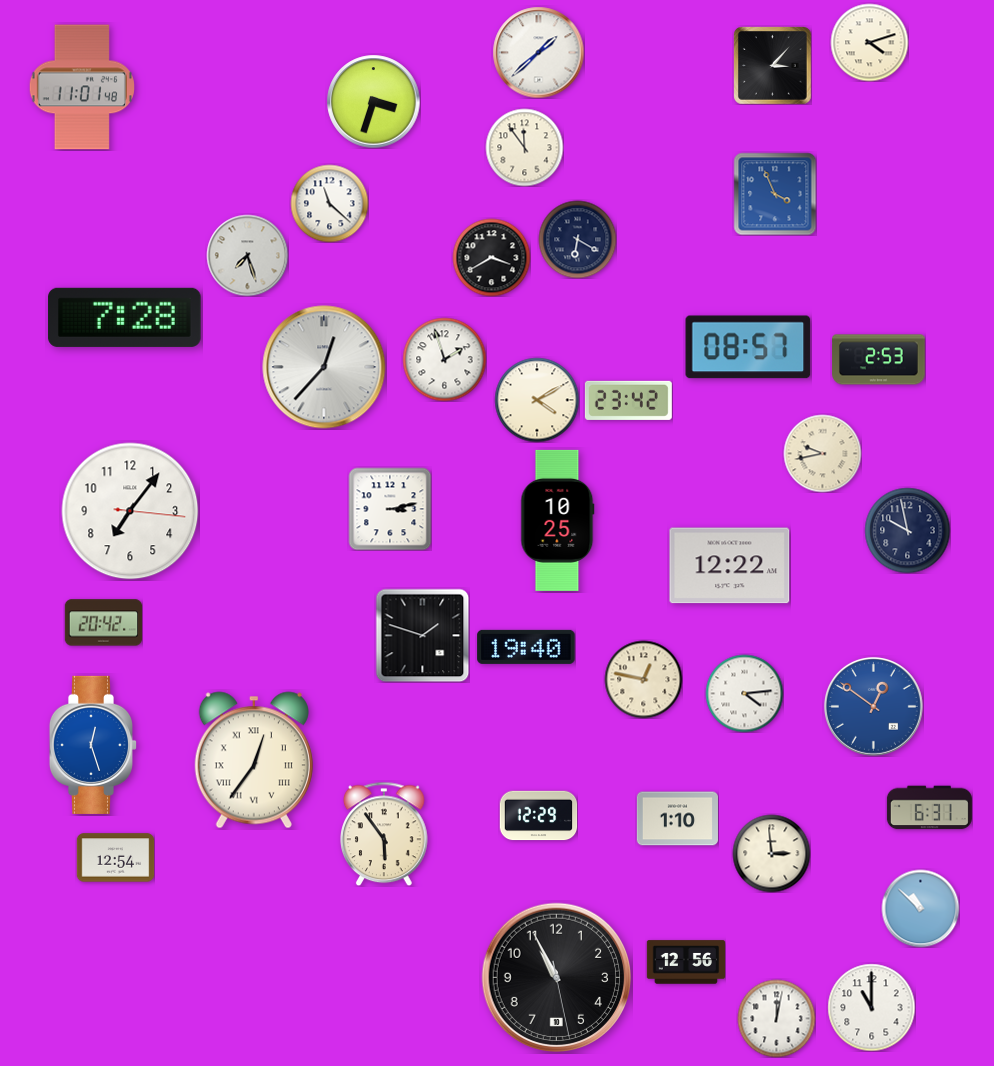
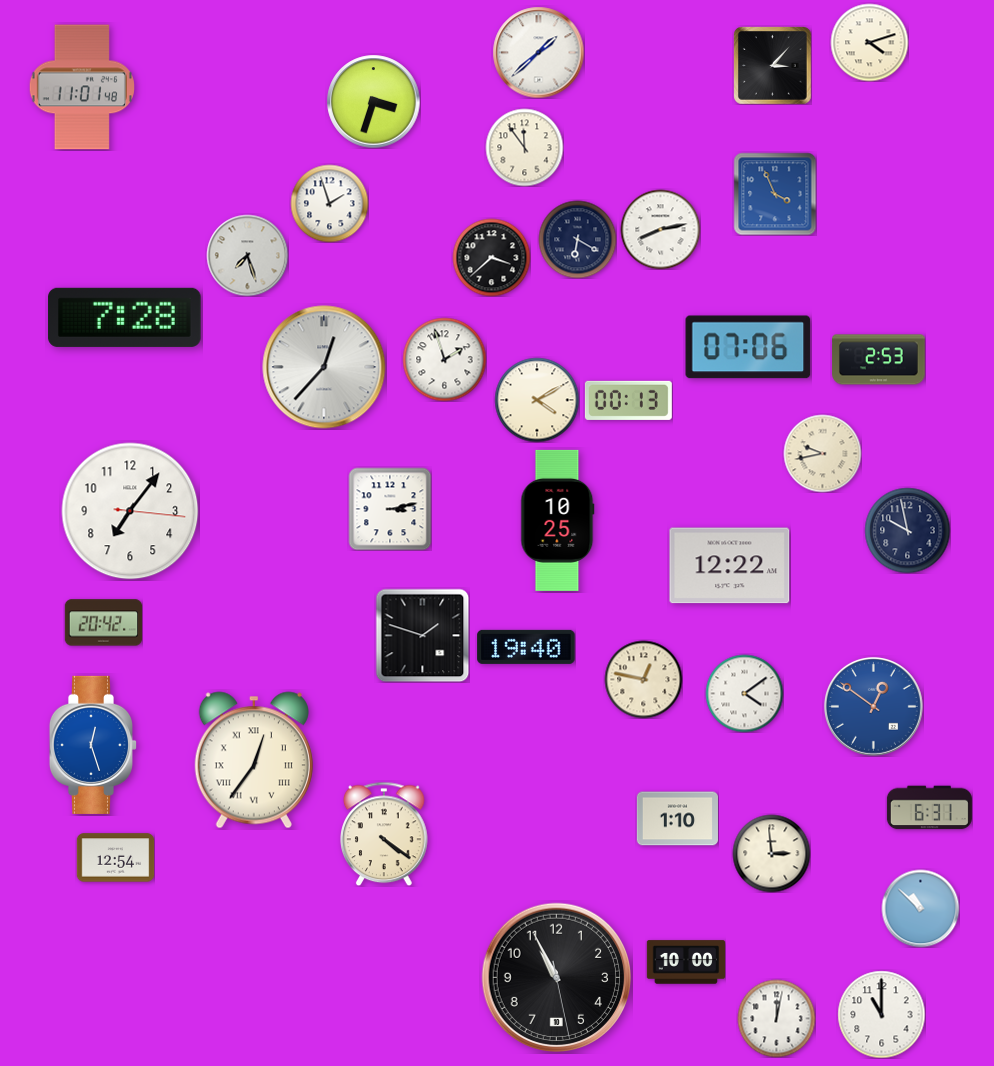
clock at (329, 203): 11:22 -> 1:57
clock at (660, 229): none -> 8:13
clock at (491, 257): 3:40 -> 3:38
clock at (748, 347): 08:57 -> 07:06
clock at (628, 400): 23:42 -> 00:13
clock at (744, 693): 4:14 -> 4:09
clock at (538, 816): 12:29 -> none
clock at (385, 834): 5:54 -> 4:21
clock at (686, 962): 12:56 -> 10:00
clock at (871, 1007) position: (871, 1007) -> (881, 1014)
